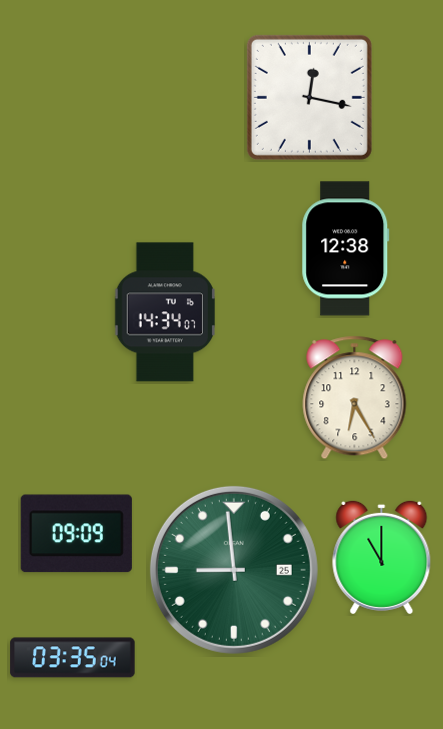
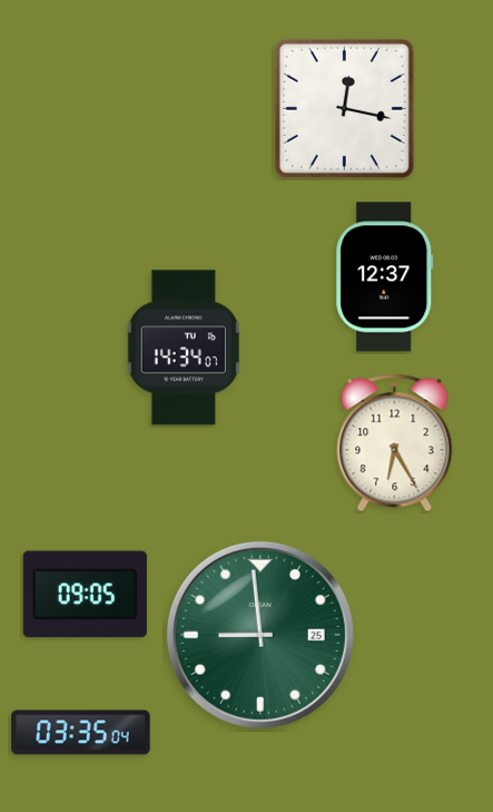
clock at (346, 249): 12:38 -> 12:37
clock at (76, 534): 09:09 -> 09:05
clock at (382, 557): 11:00 -> none
